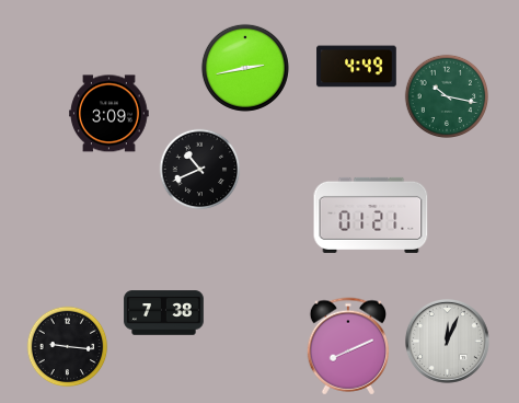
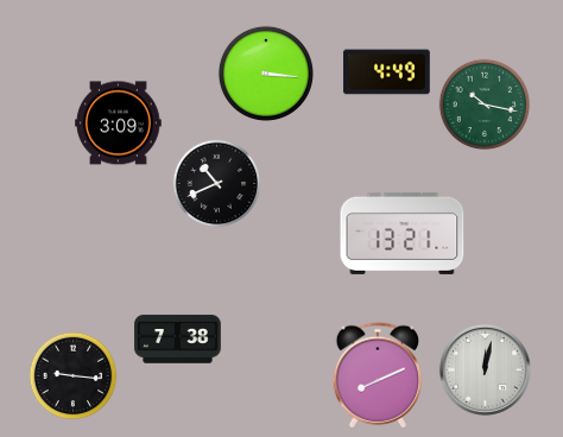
clock at (245, 68): 2:43 -> 3:16
clock at (371, 215): 01:21 -> 13:21
clock at (447, 341): 12:04 -> 12:02
